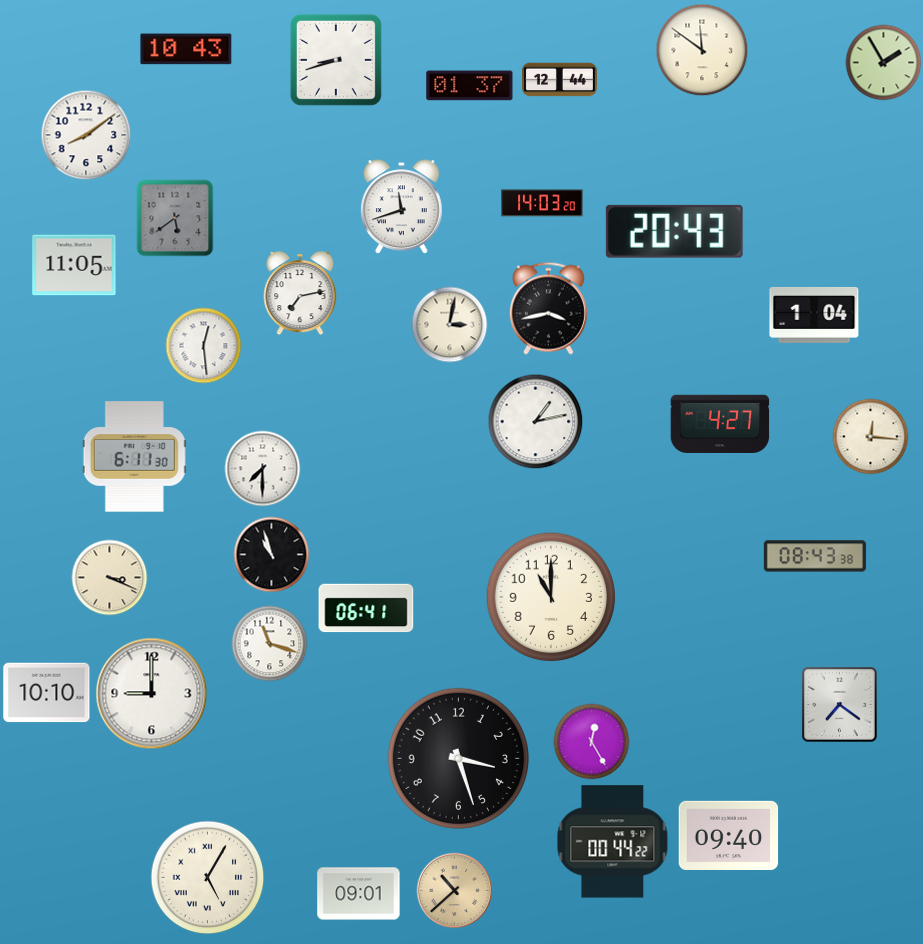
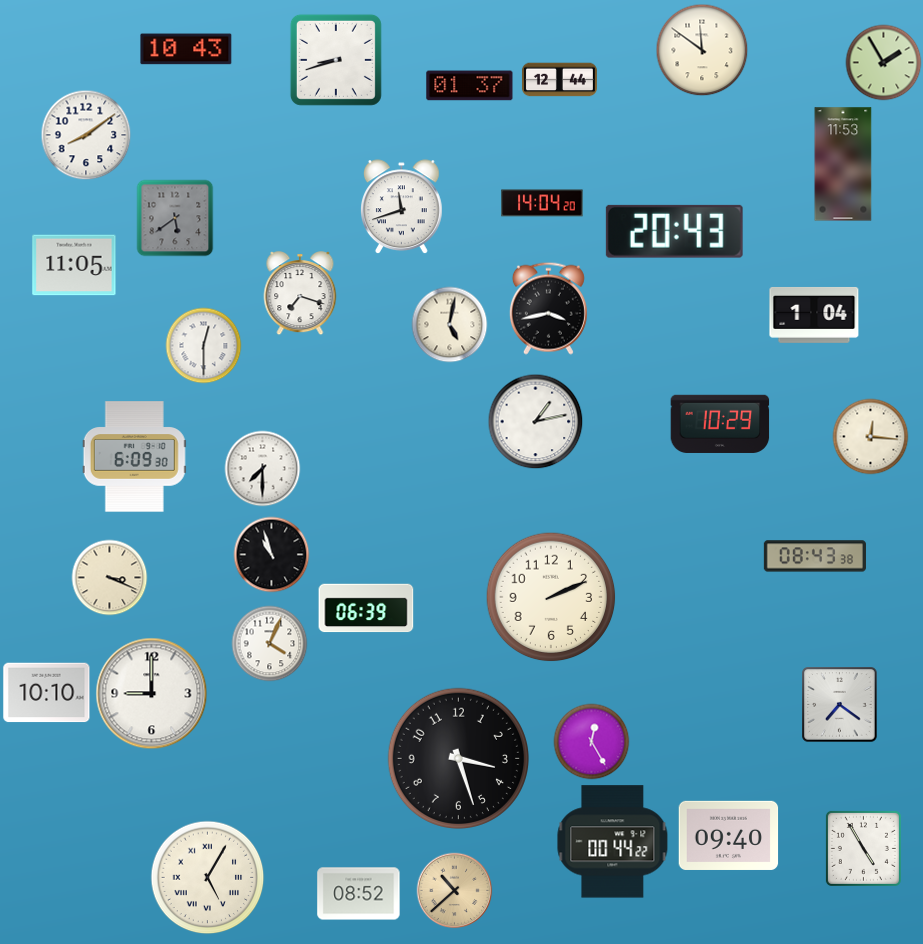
clock at (843, 164): none -> 11:53
clock at (542, 203): 14:03 -> 14:04
clock at (300, 294): 7:13 -> 7:18
clock at (450, 325): 3:02 -> 5:02
clock at (204, 346): 12:29 -> 12:30
clock at (720, 424): 4:27 -> 10:29
clock at (134, 457): 6:11 -> 6:09
clock at (551, 597): 11:00 -> 2:11
clock at (366, 608): 06:41 -> 06:39
clock at (270, 644): 11:18 -> 4:04
clock at (863, 848): none -> 4:55
clock at (359, 894): 09:01 -> 08:52
